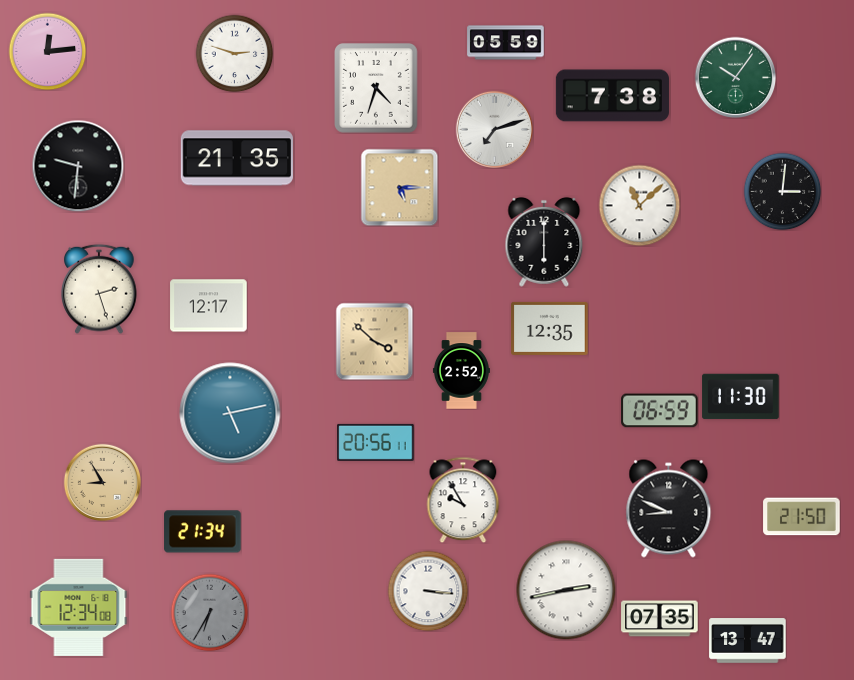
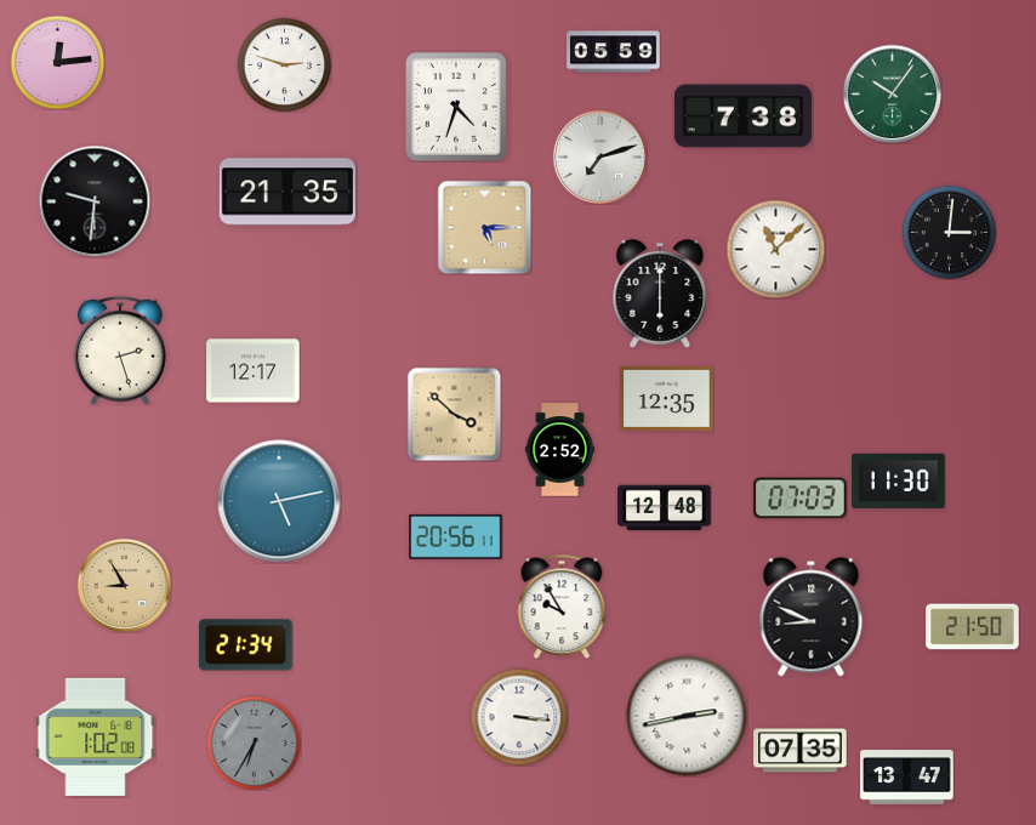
clock at (660, 411): 06:59 -> 07:03
clock at (665, 508): none -> 12:48
clock at (79, 607): 12:34 -> 1:02
